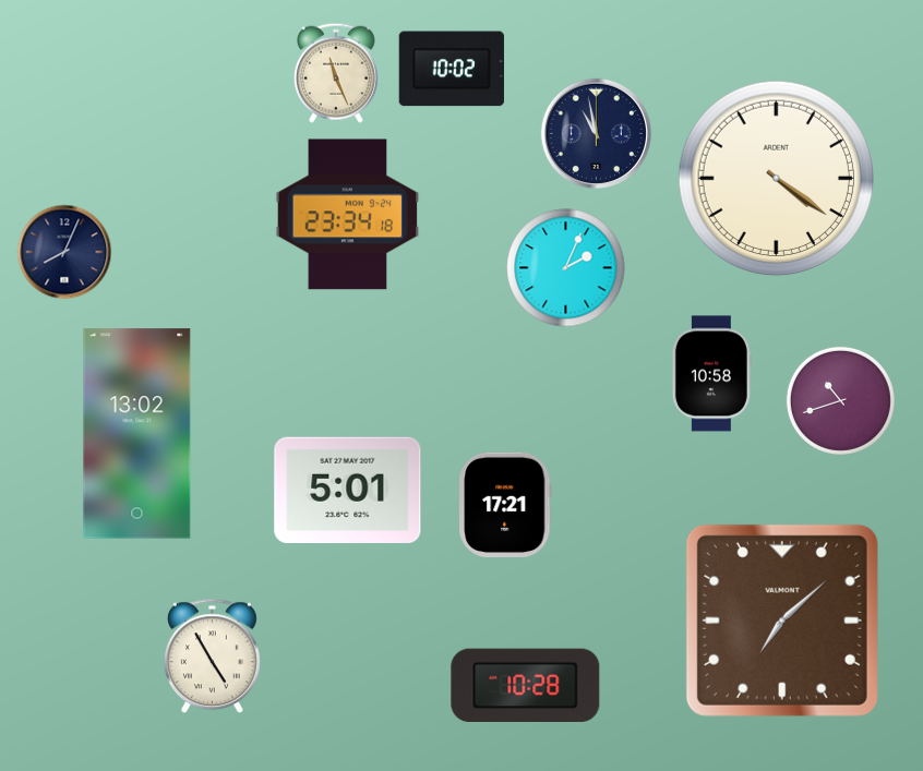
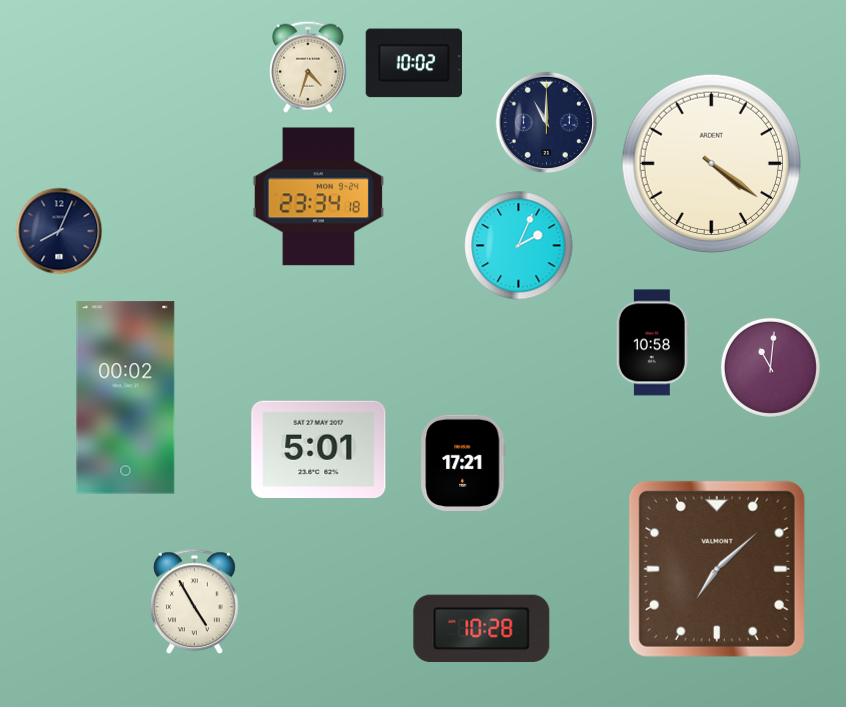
clock at (336, 73): 11:26 -> 4:33
clock at (596, 133): 10:58 -> 11:00
clock at (840, 400): 10:42 -> 11:01
clock at (137, 434): 13:02 -> 00:02
